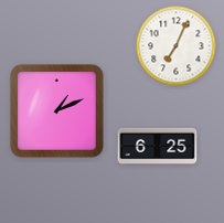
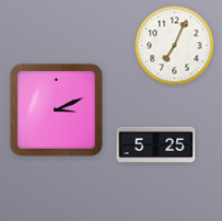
clock at (57, 112): 1:11 -> 3:11
clock at (158, 147): 6:25 -> 5:25
